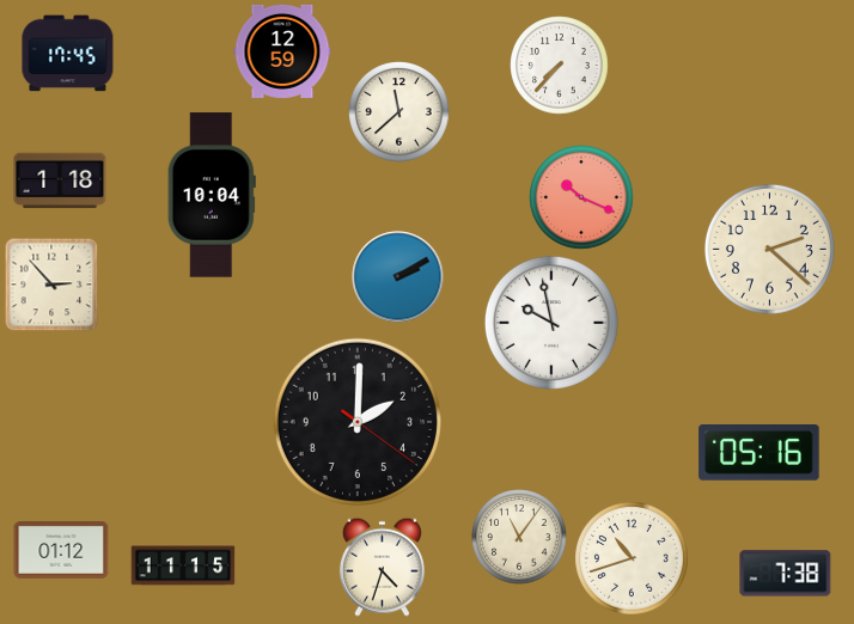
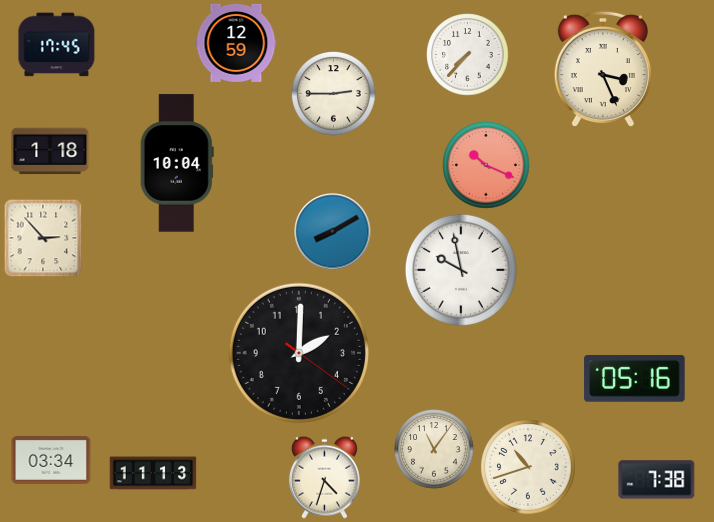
clock at (603, 69): none -> 3:26
clock at (399, 112): 11:38 -> 2:45
clock at (769, 249): 2:22 -> none
clock at (398, 277): 2:10 -> 8:10
clock at (61, 551): 01:12 -> 03:34
clock at (183, 565): 11:15 -> 11:13
clock at (382, 567) position: (382, 567) -> (324, 477)
